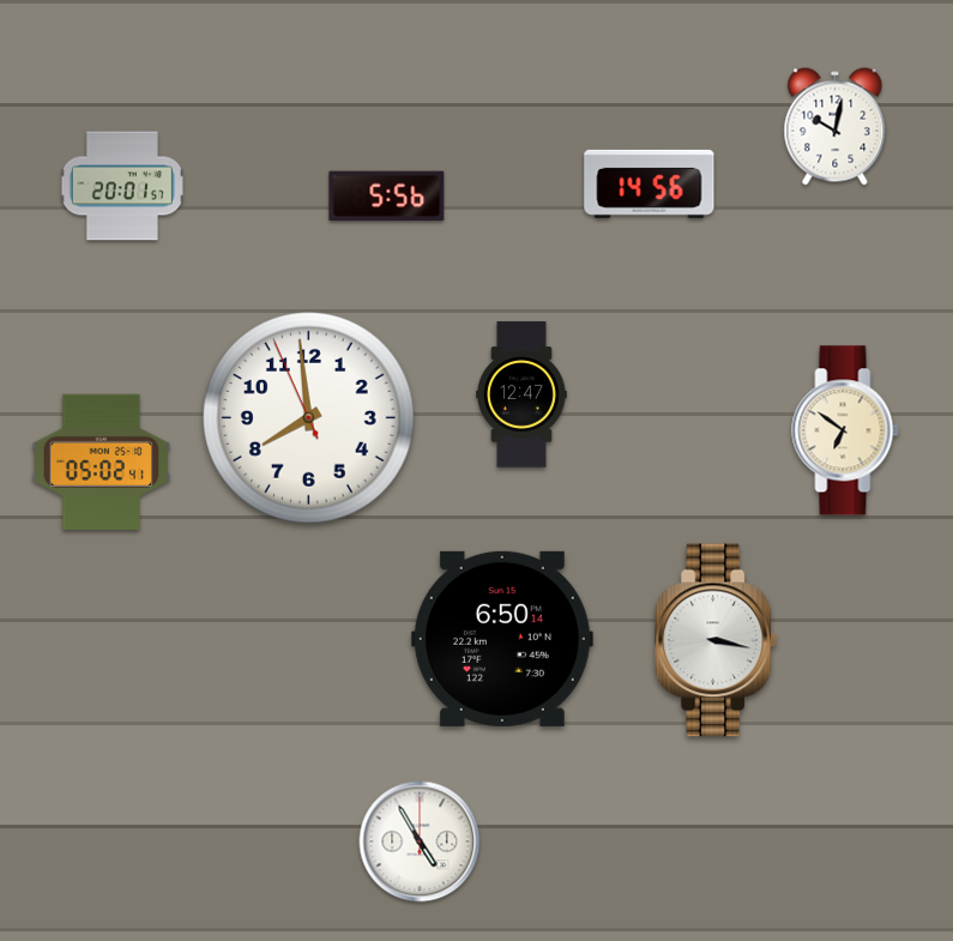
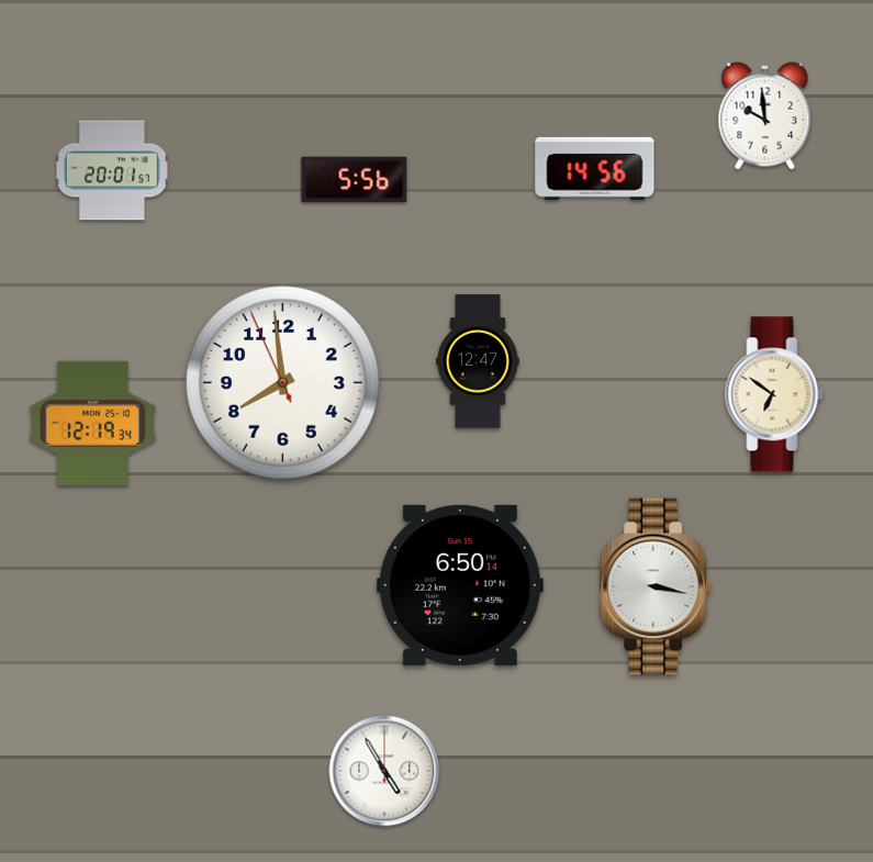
clock at (836, 127): 10:02 -> 9:59
clock at (102, 462): 05:02 -> 12:19
